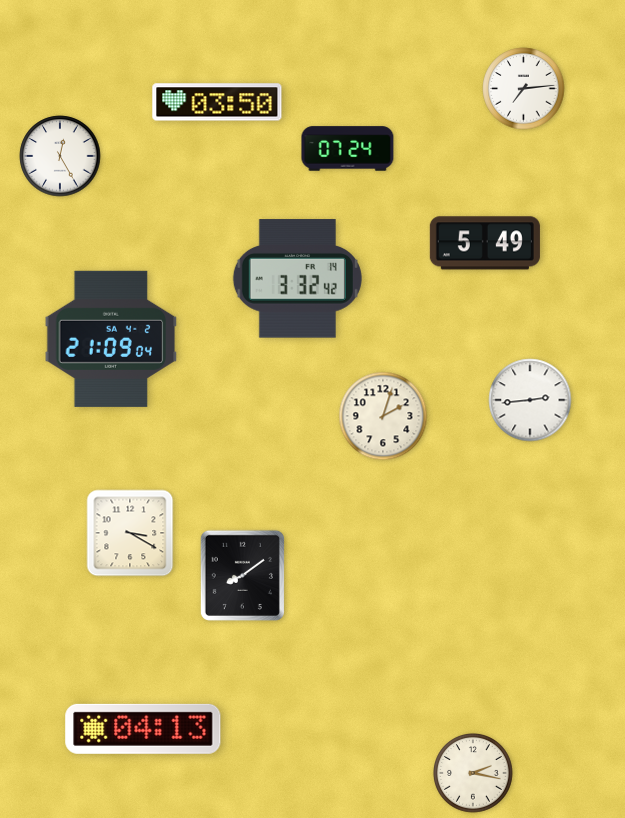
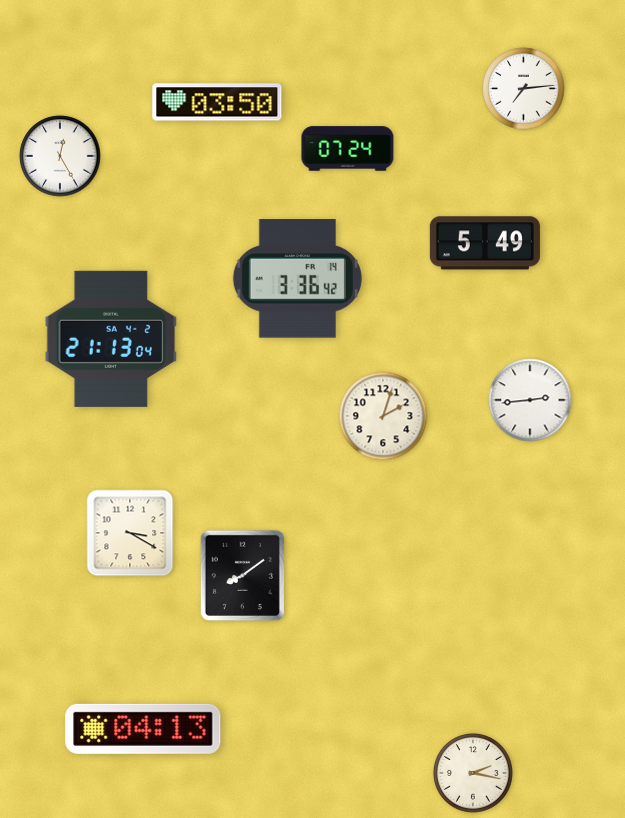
clock at (297, 279): 3:32 -> 3:36
clock at (111, 339): 21:09 -> 21:13
